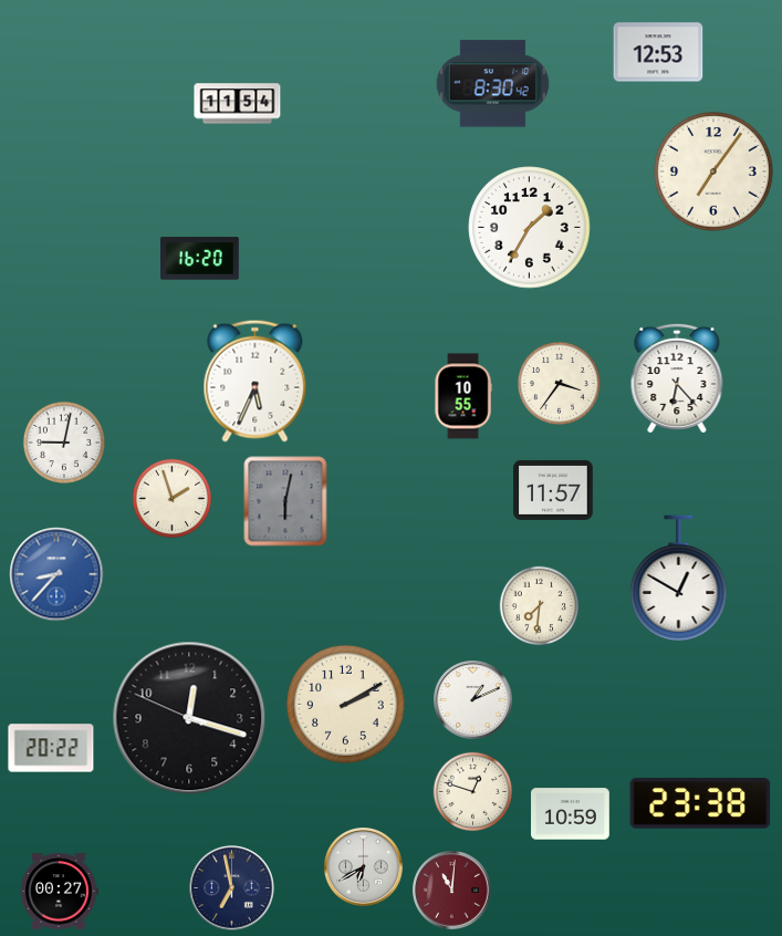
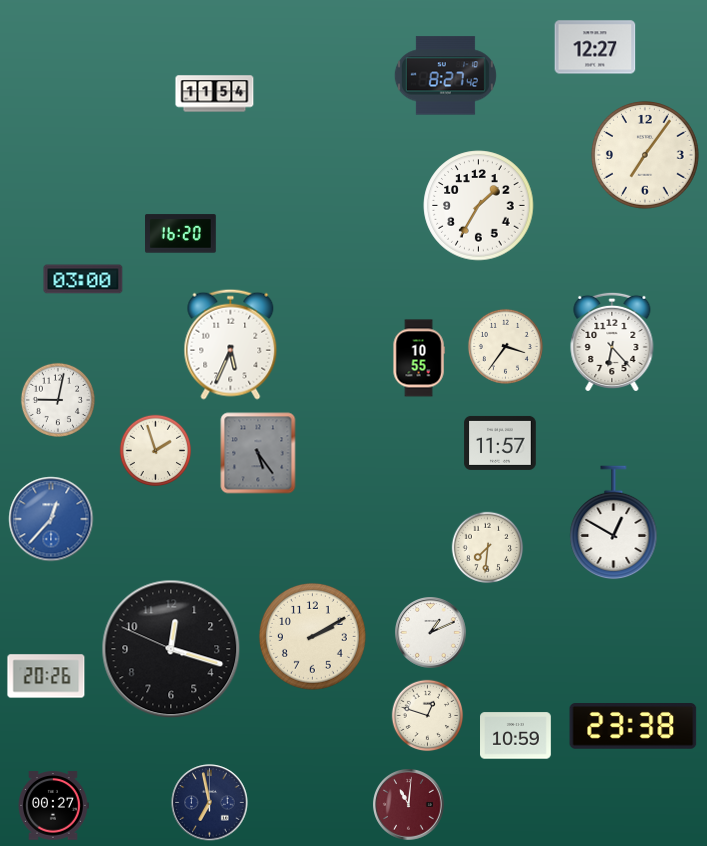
clock at (658, 52): 12:53 -> 12:27
clock at (492, 84): 8:30 -> 8:27
clock at (83, 279): none -> 03:00
clock at (285, 501): 6:02 -> 5:24
clock at (56, 574): 8:37 -> 12:37
clock at (473, 700) position: (473, 700) -> (431, 633)
clock at (51, 748): 20:22 -> 20:26
clock at (364, 867): 6:40 -> none
